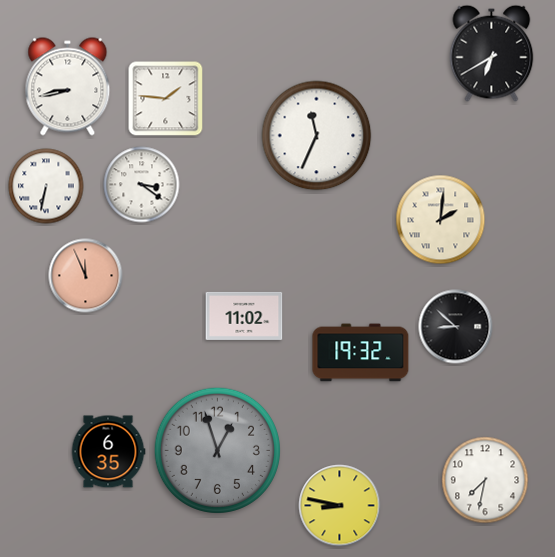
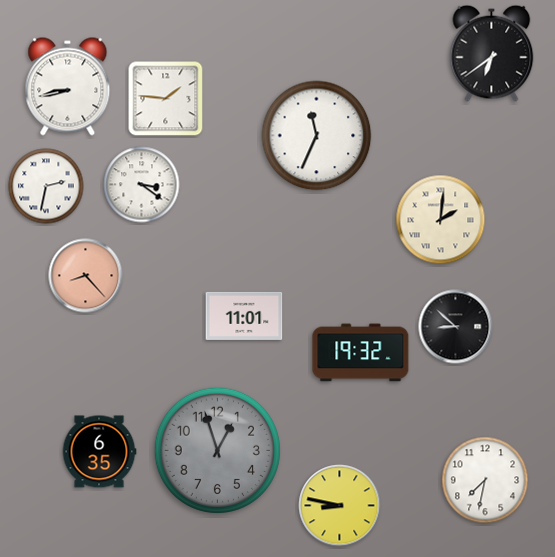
clock at (492, 53): 6:40 -> 6:39
clock at (46, 186): 6:32 -> 2:32
clock at (86, 276): 11:56 -> 8:23
clock at (244, 316): 11:02 -> 11:01
clock at (108, 452) position: (108, 452) -> (99, 452)
